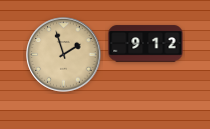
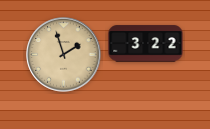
clock at (146, 44): 9:12 -> 3:22
